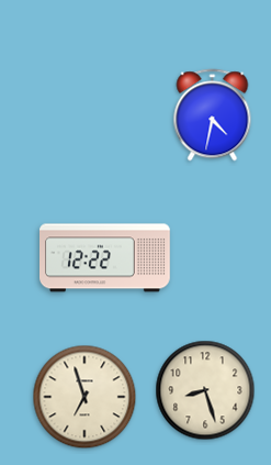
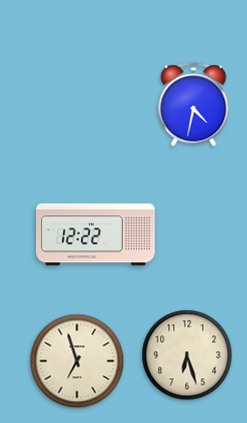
clock at (205, 390): 8:27 -> 6:27
